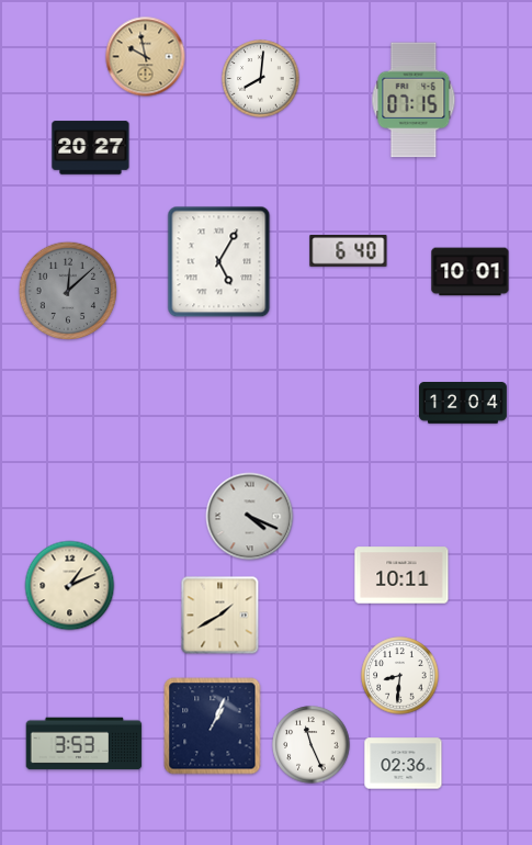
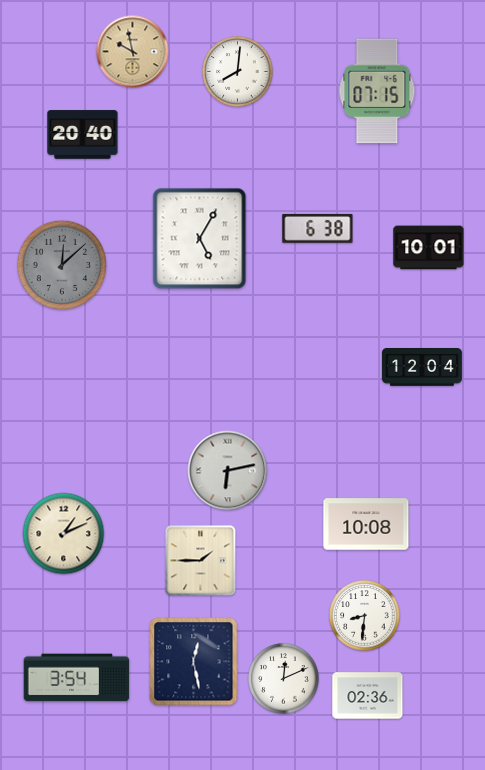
clock at (91, 148): 20:27 -> 20:40
clock at (349, 251): 6:40 -> 6:38
clock at (250, 517): 4:19 -> 6:13
clock at (401, 575): 10:11 -> 10:08
clock at (220, 616): 1:40 -> 1:45
clock at (213, 726): 1:04 -> 12:28
clock at (84, 744): 3:53 -> 3:54
clock at (312, 745): 11:26 -> 12:11
